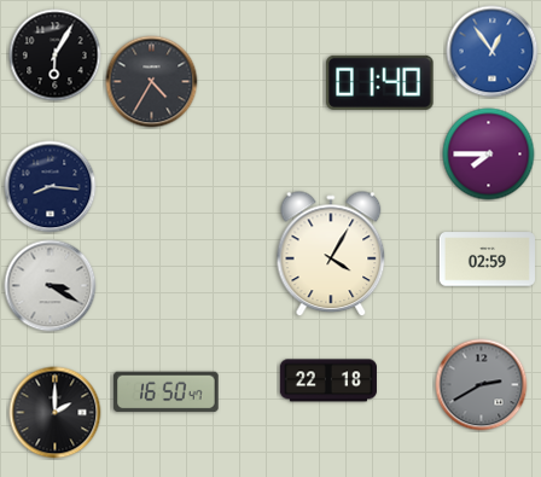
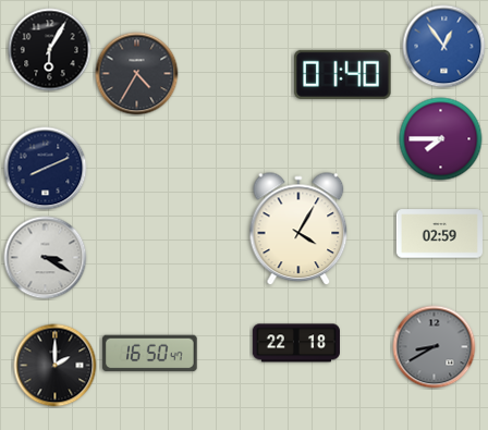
clock at (51, 187): 8:16 -> 8:11
clock at (482, 385): 2:40 -> 8:40
clock at (56, 413) position: (56, 413) -> (56, 366)
